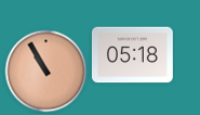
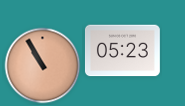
clock at (132, 55): 05:18 -> 05:23
